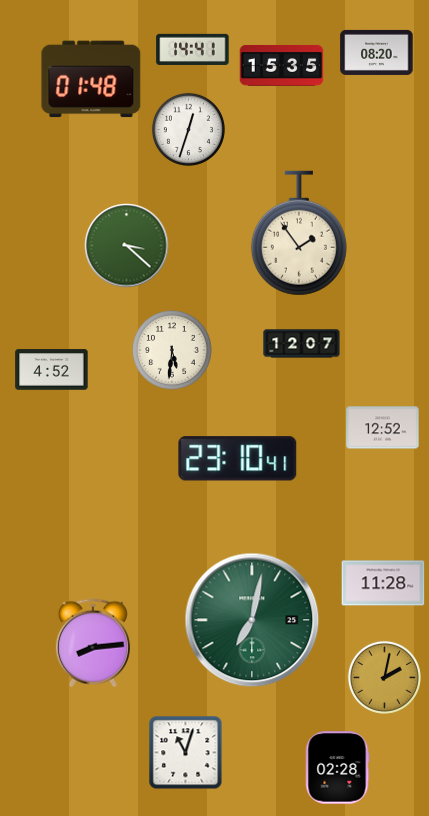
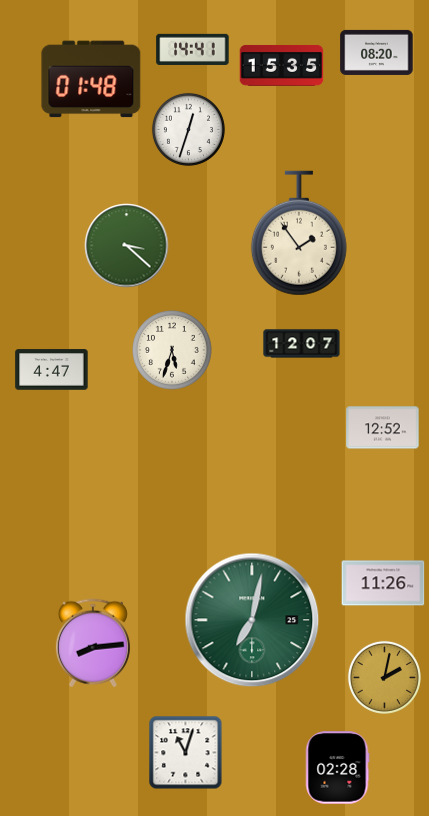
clock at (173, 351): 5:31 -> 5:33
clock at (52, 370): 4:52 -> 4:47
clock at (238, 459): 23:10 -> none
clock at (383, 583): 11:28 -> 11:26
